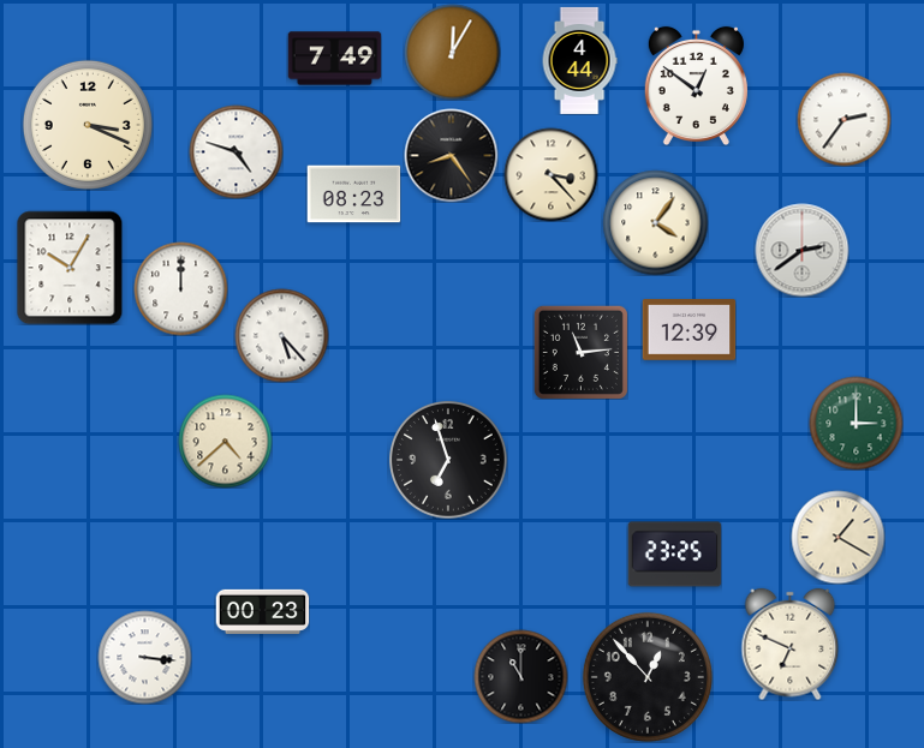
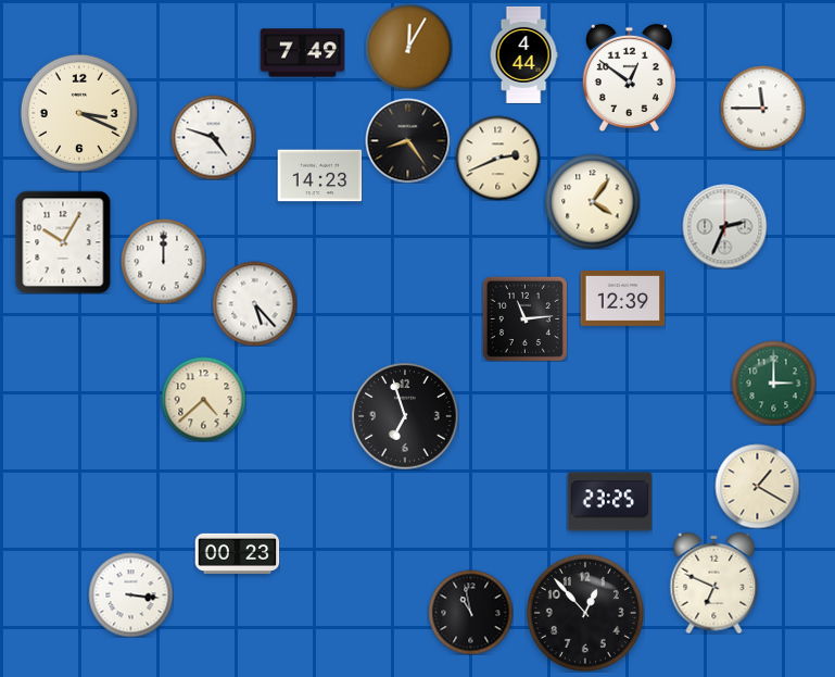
clock at (843, 119): 2:36 -> 11:45
clock at (550, 174): 3:23 -> 2:41
clock at (353, 195): 08:23 -> 14:23
clock at (801, 250): 2:39 -> 2:34
clock at (520, 676): 11:00 -> 10:58
